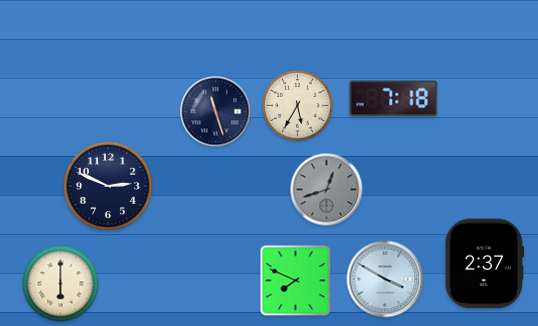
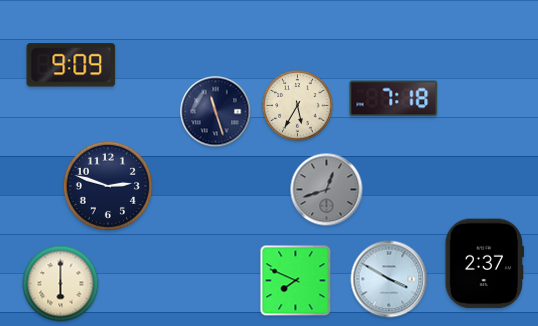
clock at (71, 65): none -> 9:09
clock at (108, 186): 2:49 -> 2:48
clock at (385, 279) position: (385, 279) -> (389, 279)
